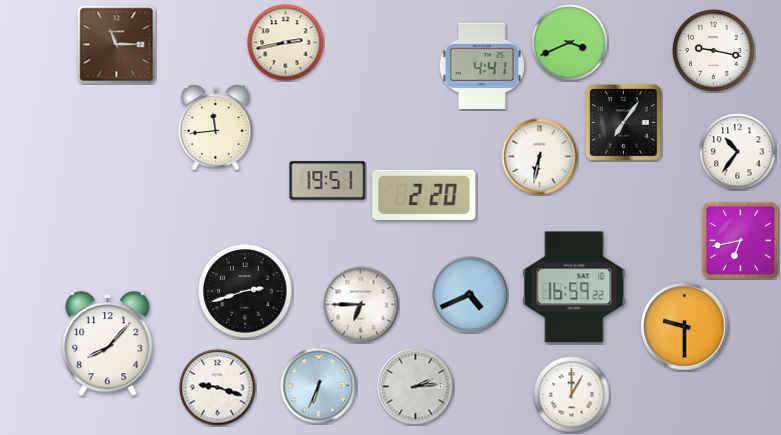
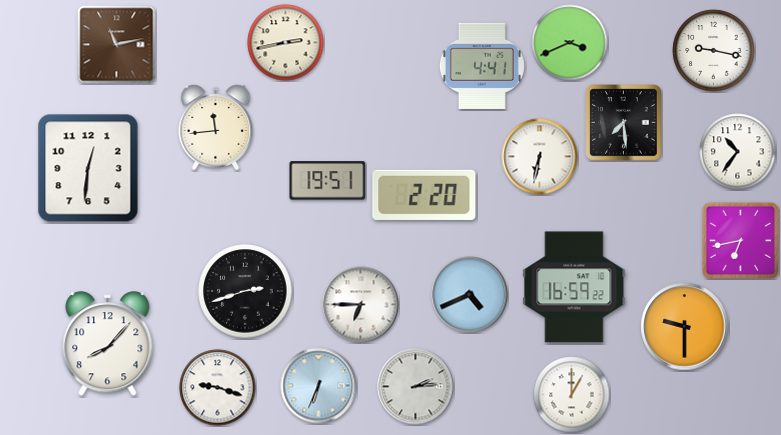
clock at (117, 45): 11:15 -> 11:13
clock at (624, 123): 7:06 -> 7:29
clock at (88, 168): none -> 12:31
